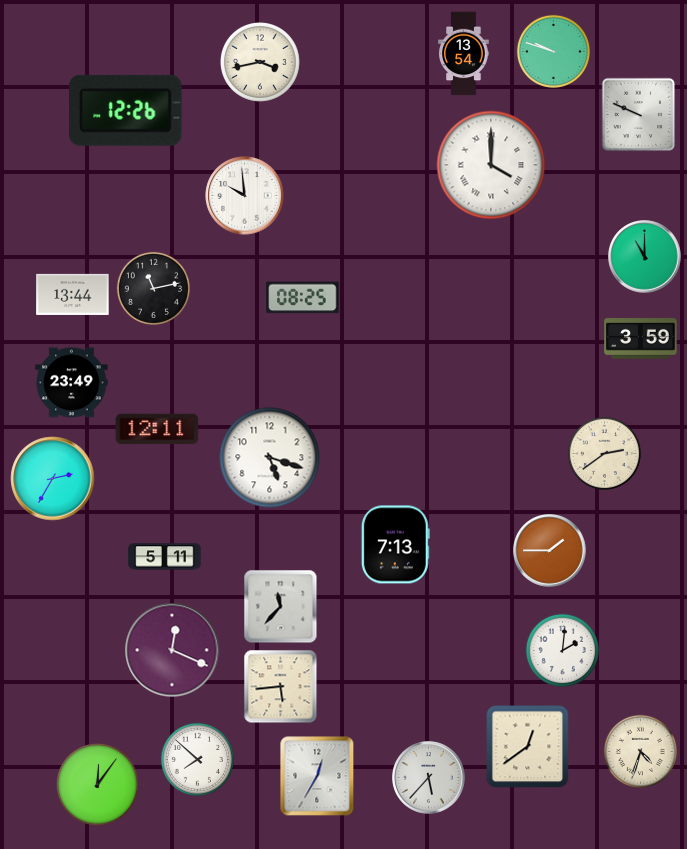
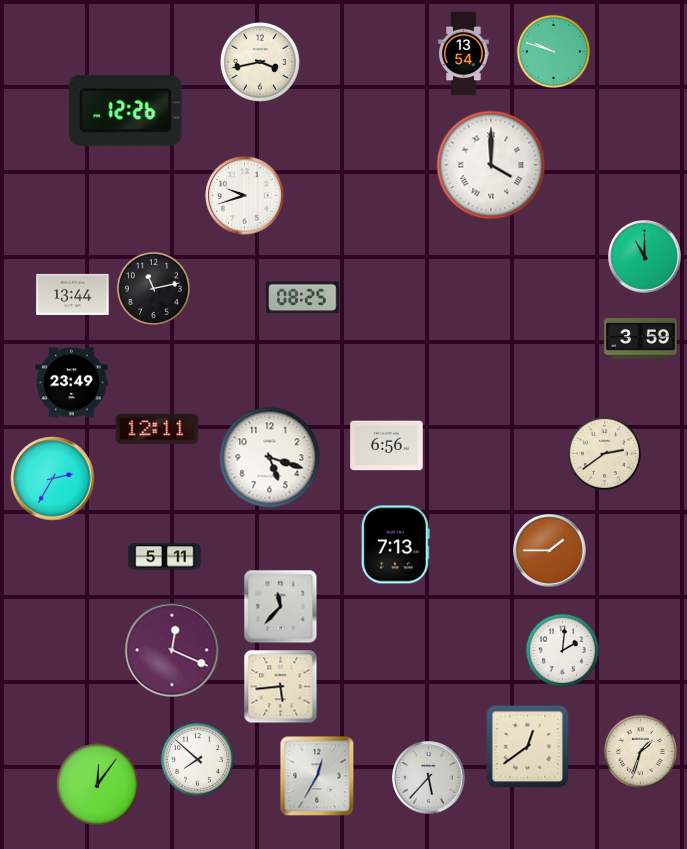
clock at (639, 115): 9:49 -> none
clock at (245, 196): 9:59 -> 9:42
clock at (387, 446): none -> 6:56
clock at (640, 751): 4:33 -> 1:33
